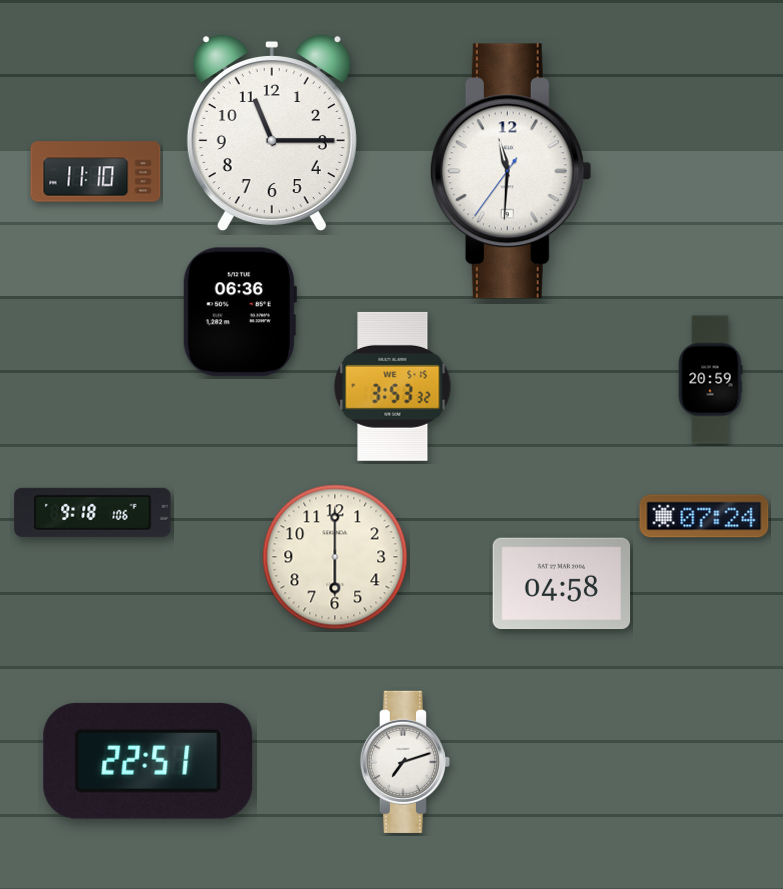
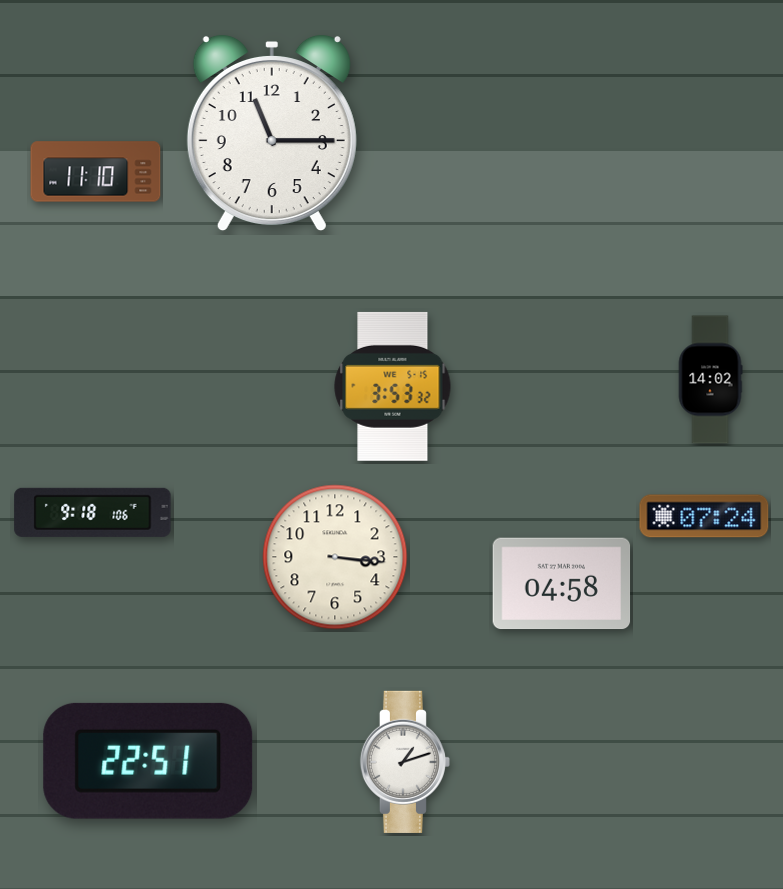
clock at (511, 171): 11:30 -> none
clock at (239, 312): 06:36 -> none
clock at (710, 380): 20:59 -> 14:02
clock at (335, 557): 6:00 -> 3:16
clock at (405, 762): 7:12 -> 1:12
